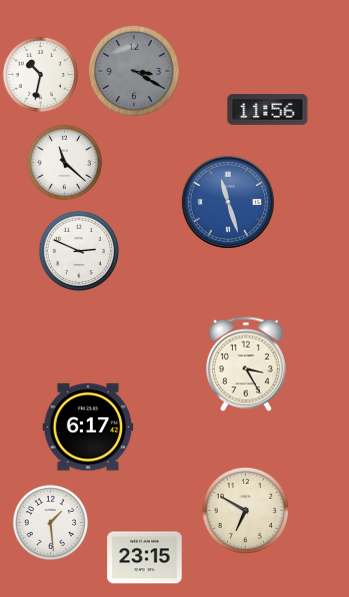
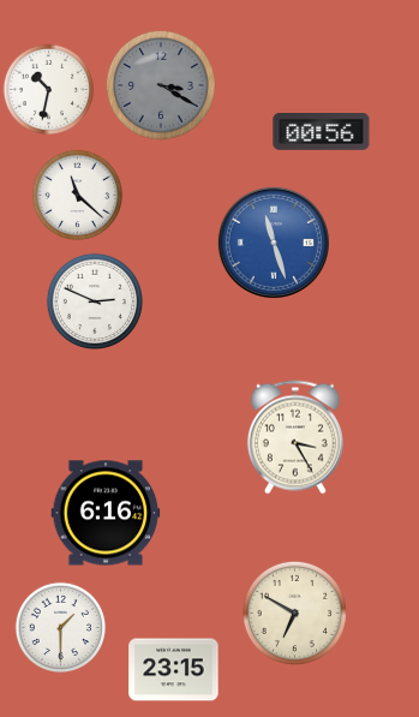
clock at (268, 110): 11:56 -> 00:56
clock at (88, 427): 6:17 -> 6:16
clock at (51, 523): 1:29 -> 1:30
